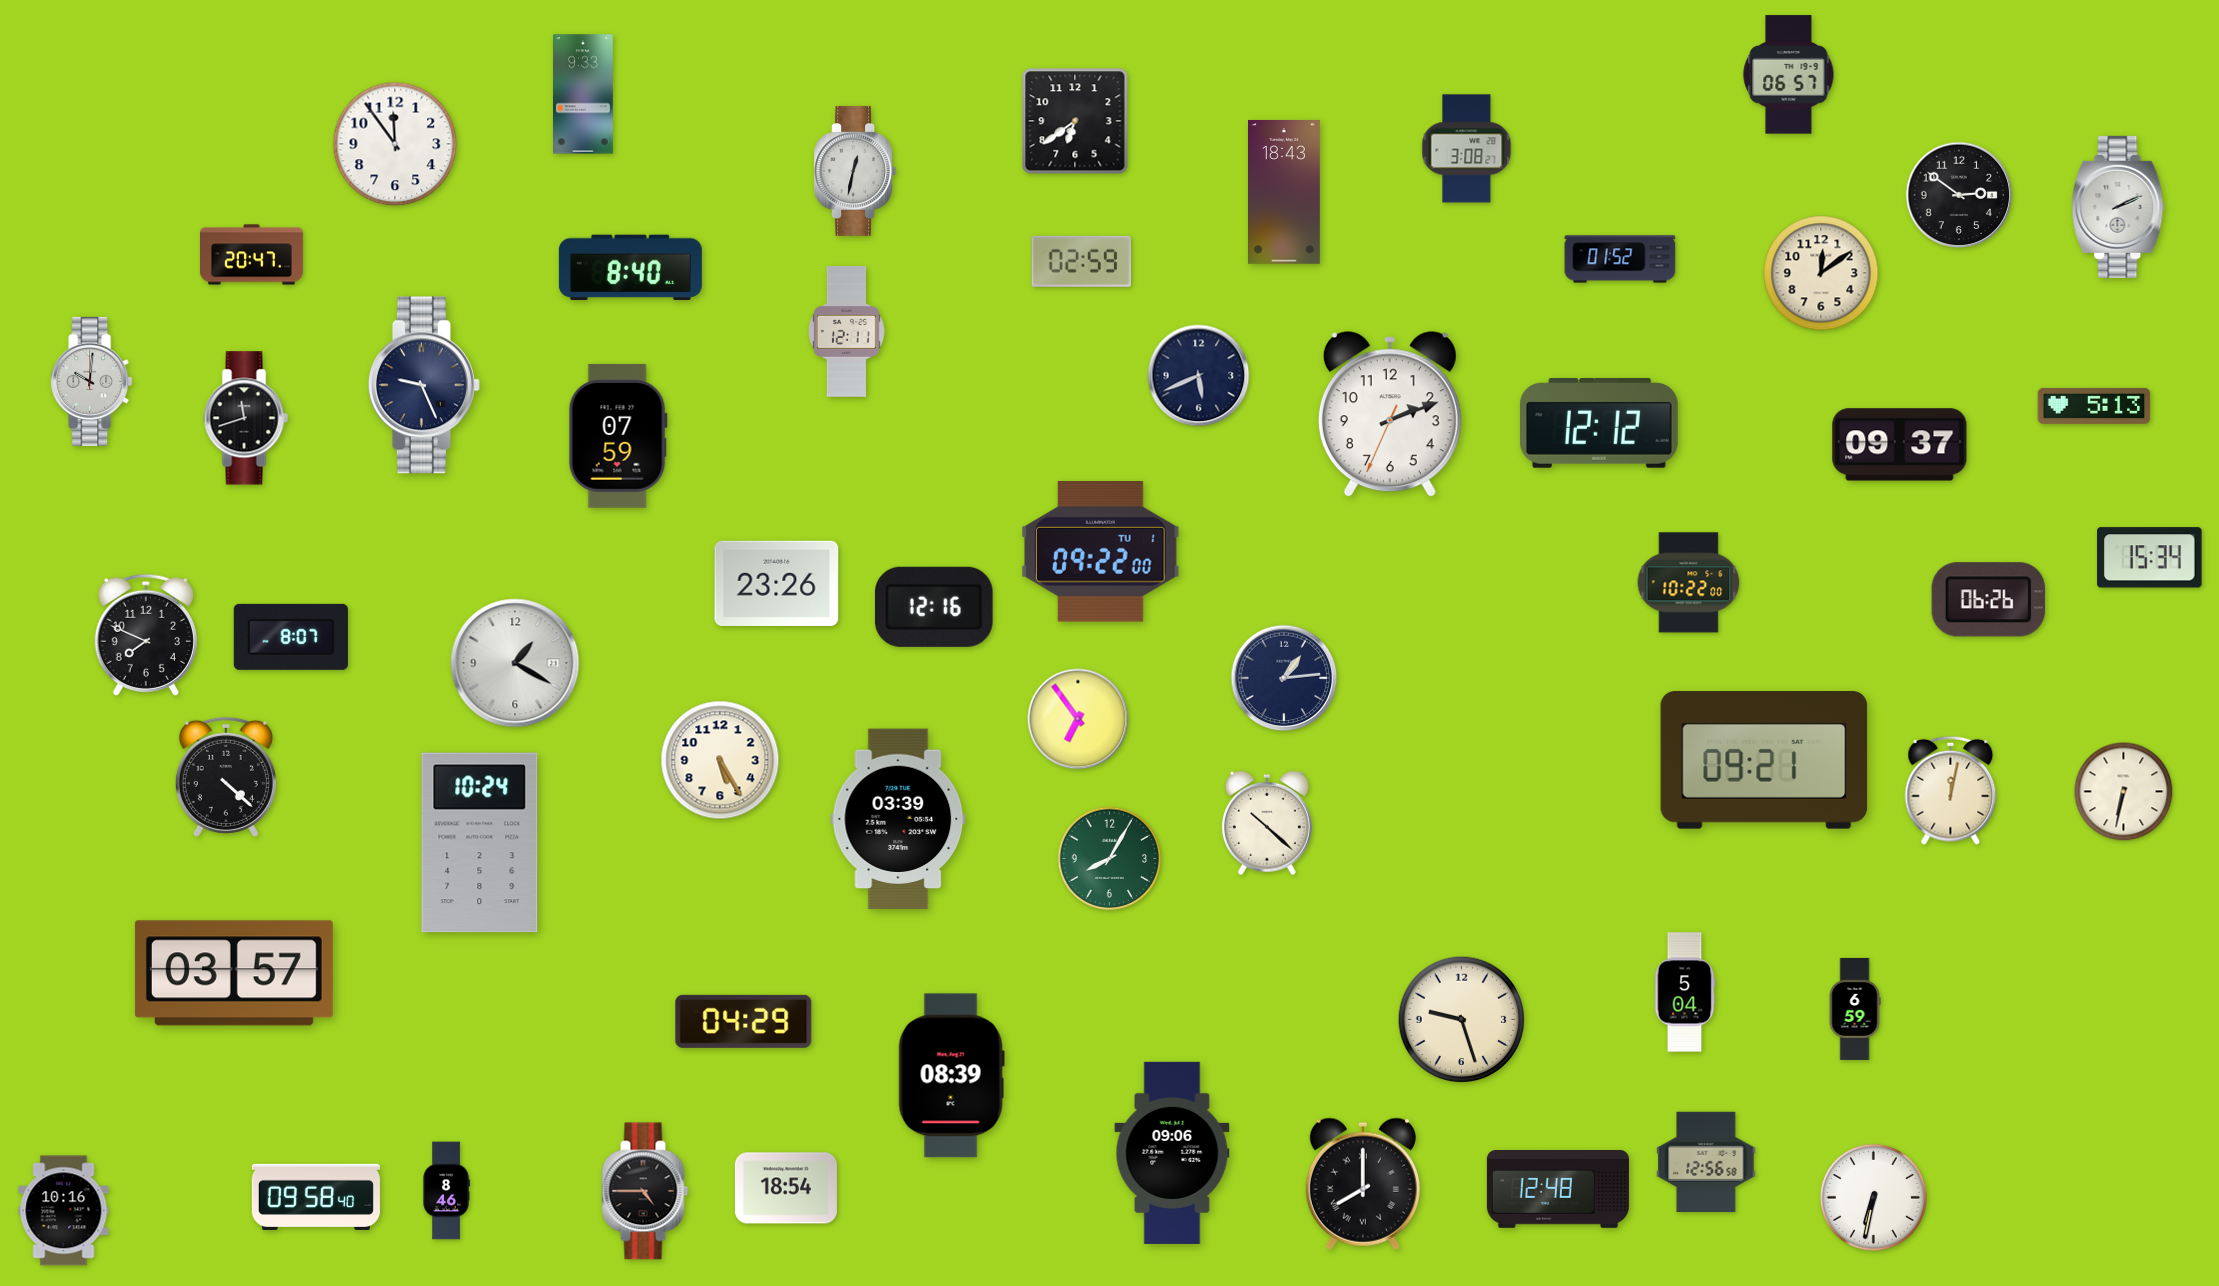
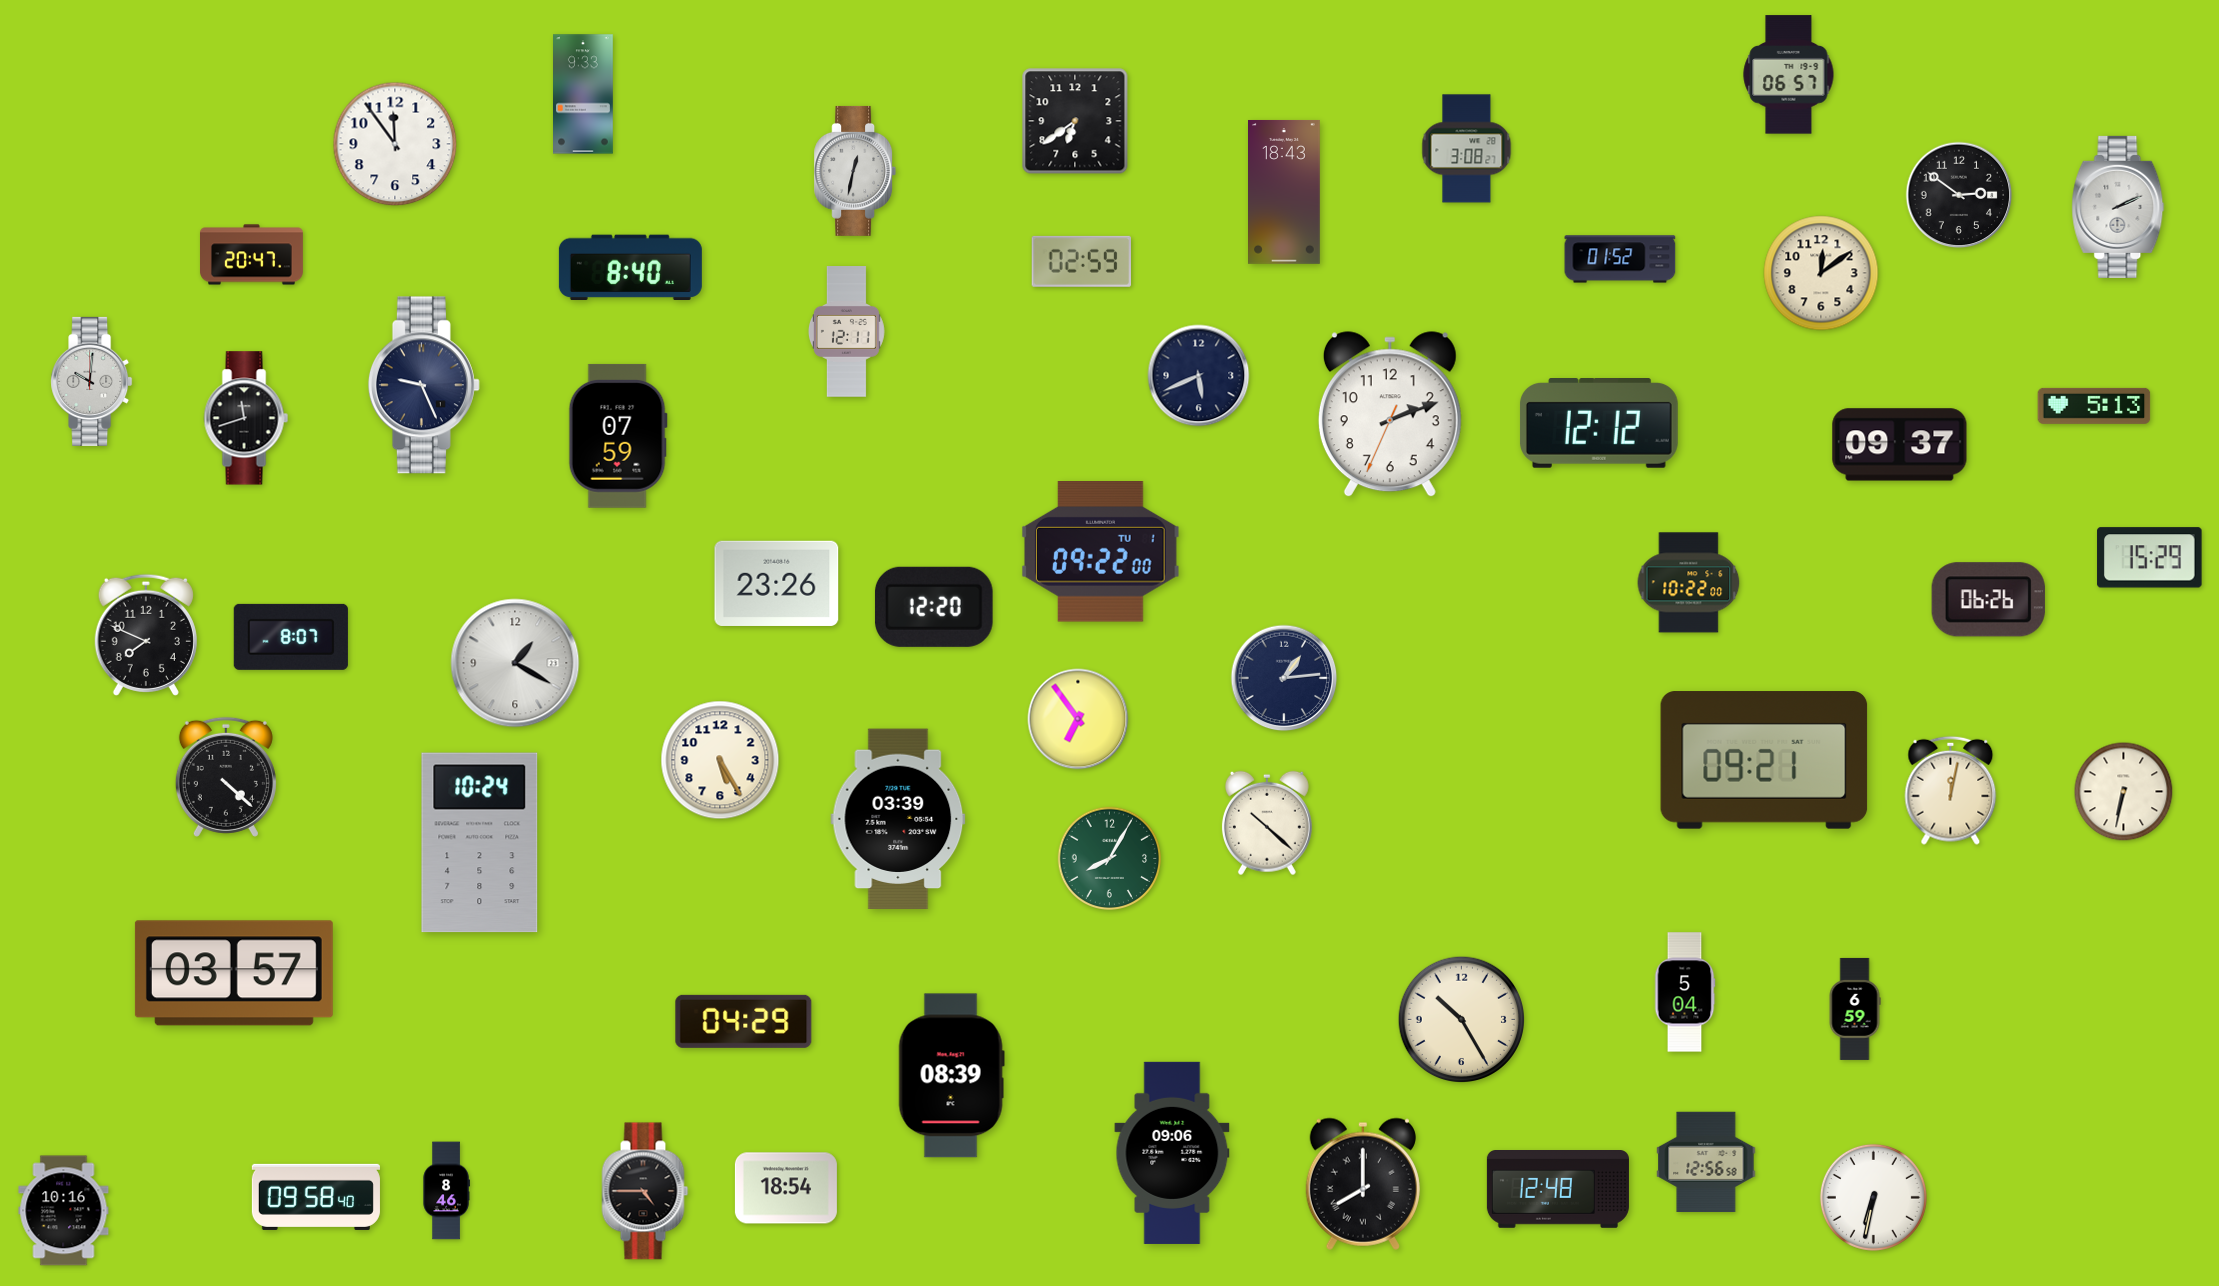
clock at (2150, 558): 15:34 -> 15:29
clock at (934, 607): 12:16 -> 12:20
clock at (1462, 1020): 9:27 -> 10:25
